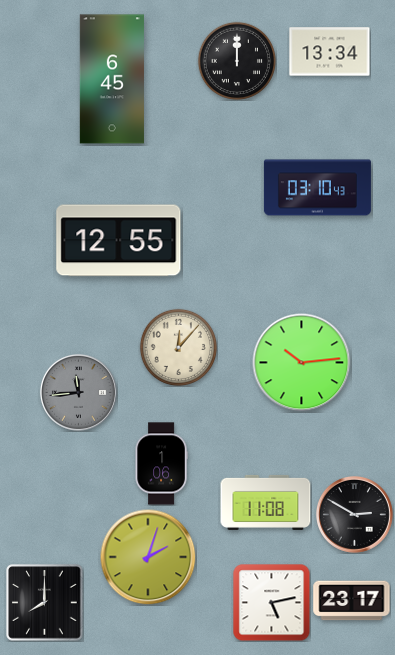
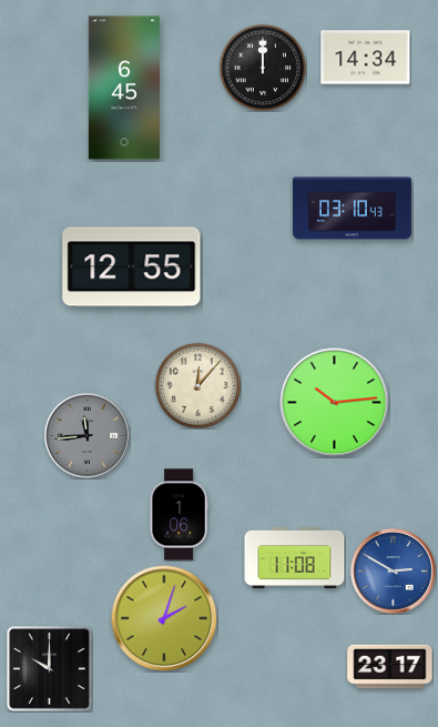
clock at (330, 52): 13:34 -> 14:34
clock at (354, 514) dial: black -> blue
clock at (271, 602): 5:13 -> none
clock at (45, 603): 8:00 -> 10:00
